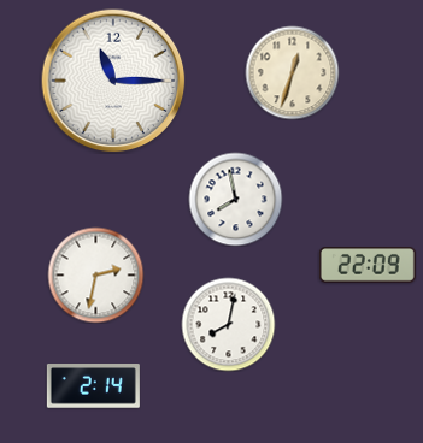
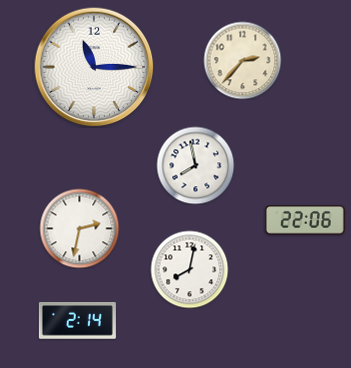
clock at (292, 72): 12:33 -> 2:37
clock at (368, 265): 22:09 -> 22:06
